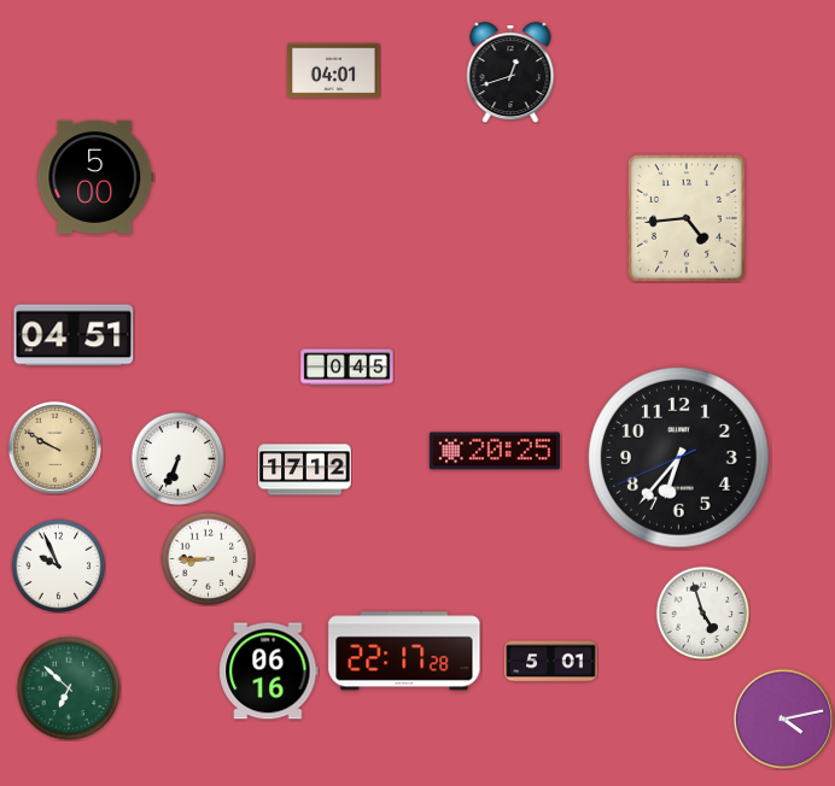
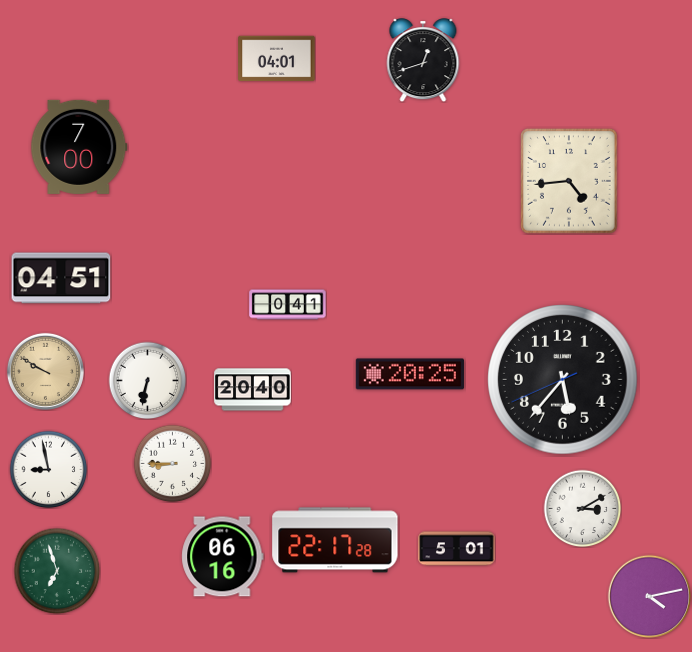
clock at (95, 177): 5:00 -> 7:00
clock at (348, 368): 0:45 -> 0:41
clock at (177, 458): 6:34 -> 6:32
clock at (679, 458): 6:36 -> 5:36
clock at (305, 470): 17:12 -> 20:40
clock at (58, 565): 9:56 -> 8:58
clock at (702, 612): 4:57 -> 3:10
clock at (69, 688): 6:52 -> 6:57
